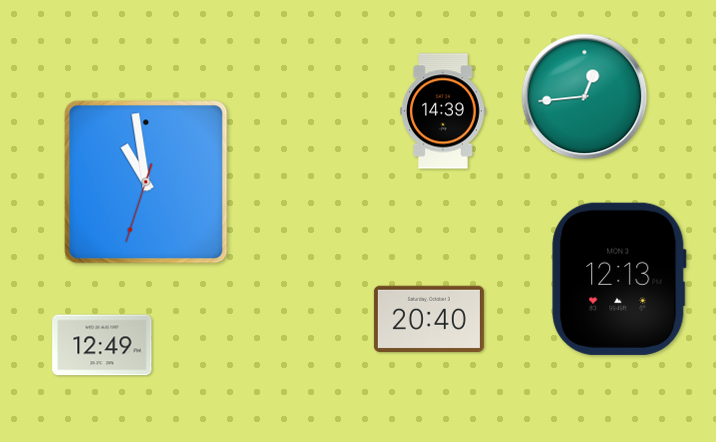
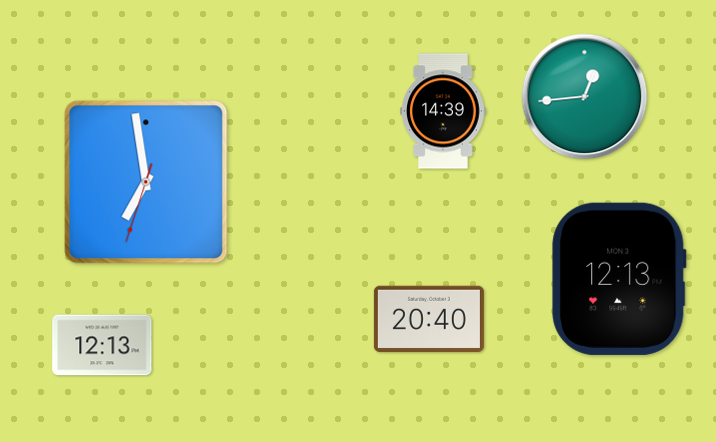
clock at (146, 182): 10:58 -> 6:58
clock at (102, 345): 12:49 -> 12:13
